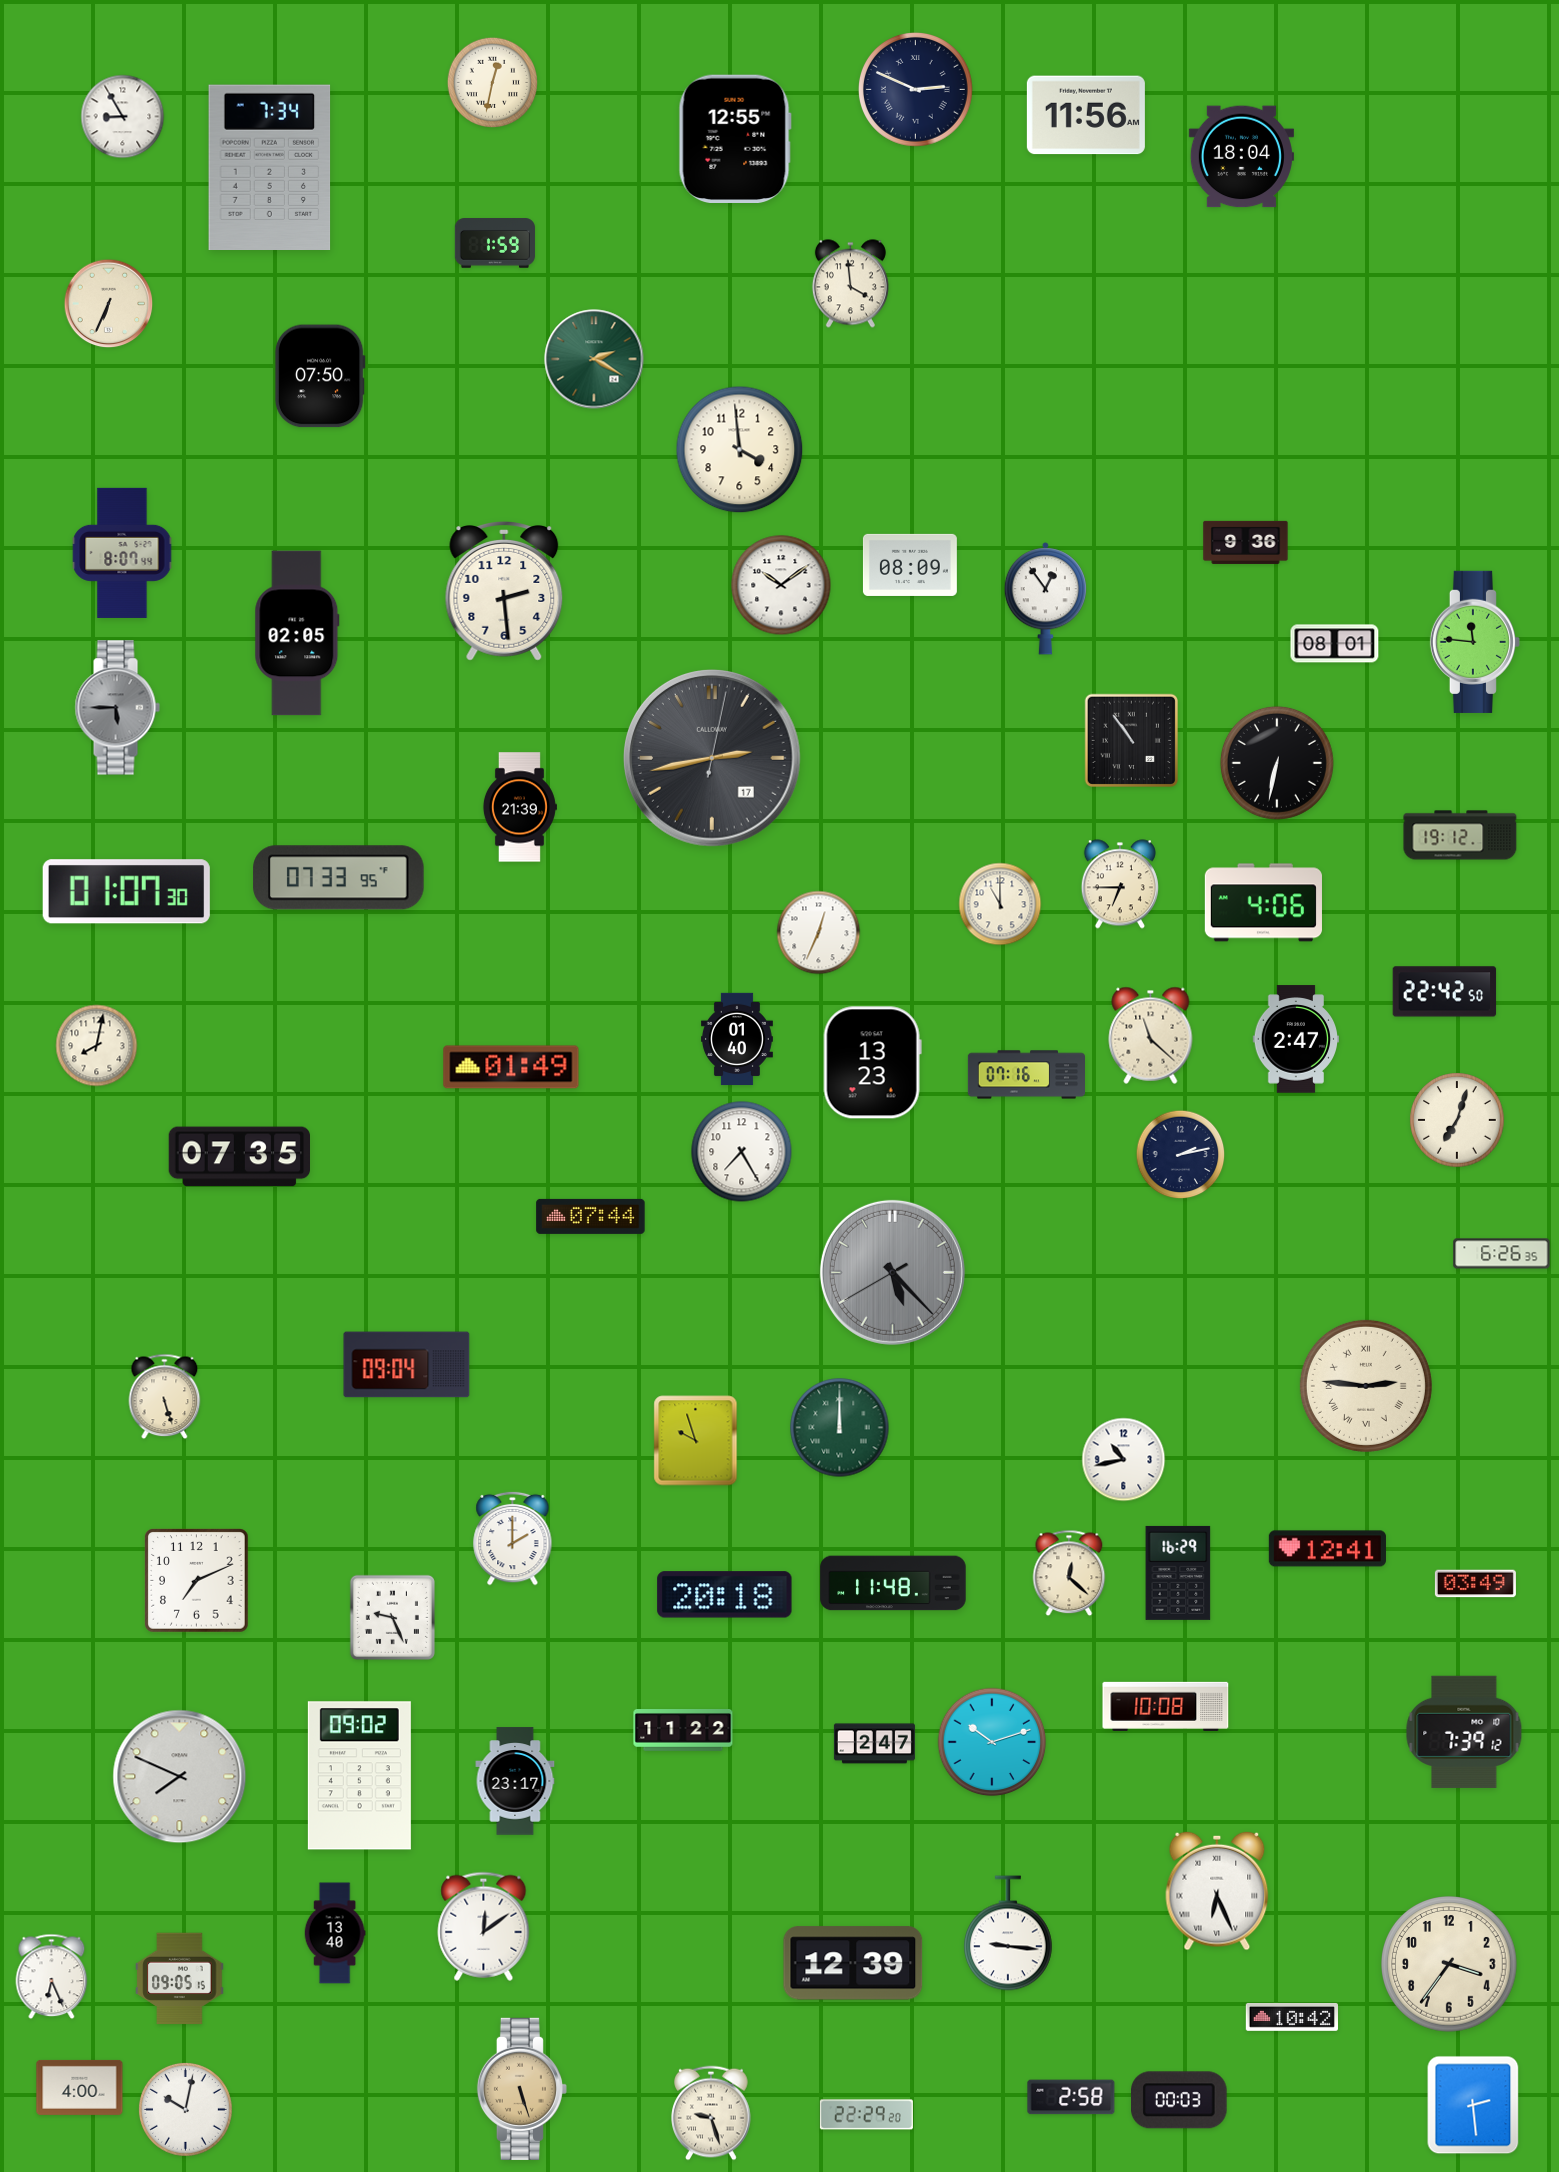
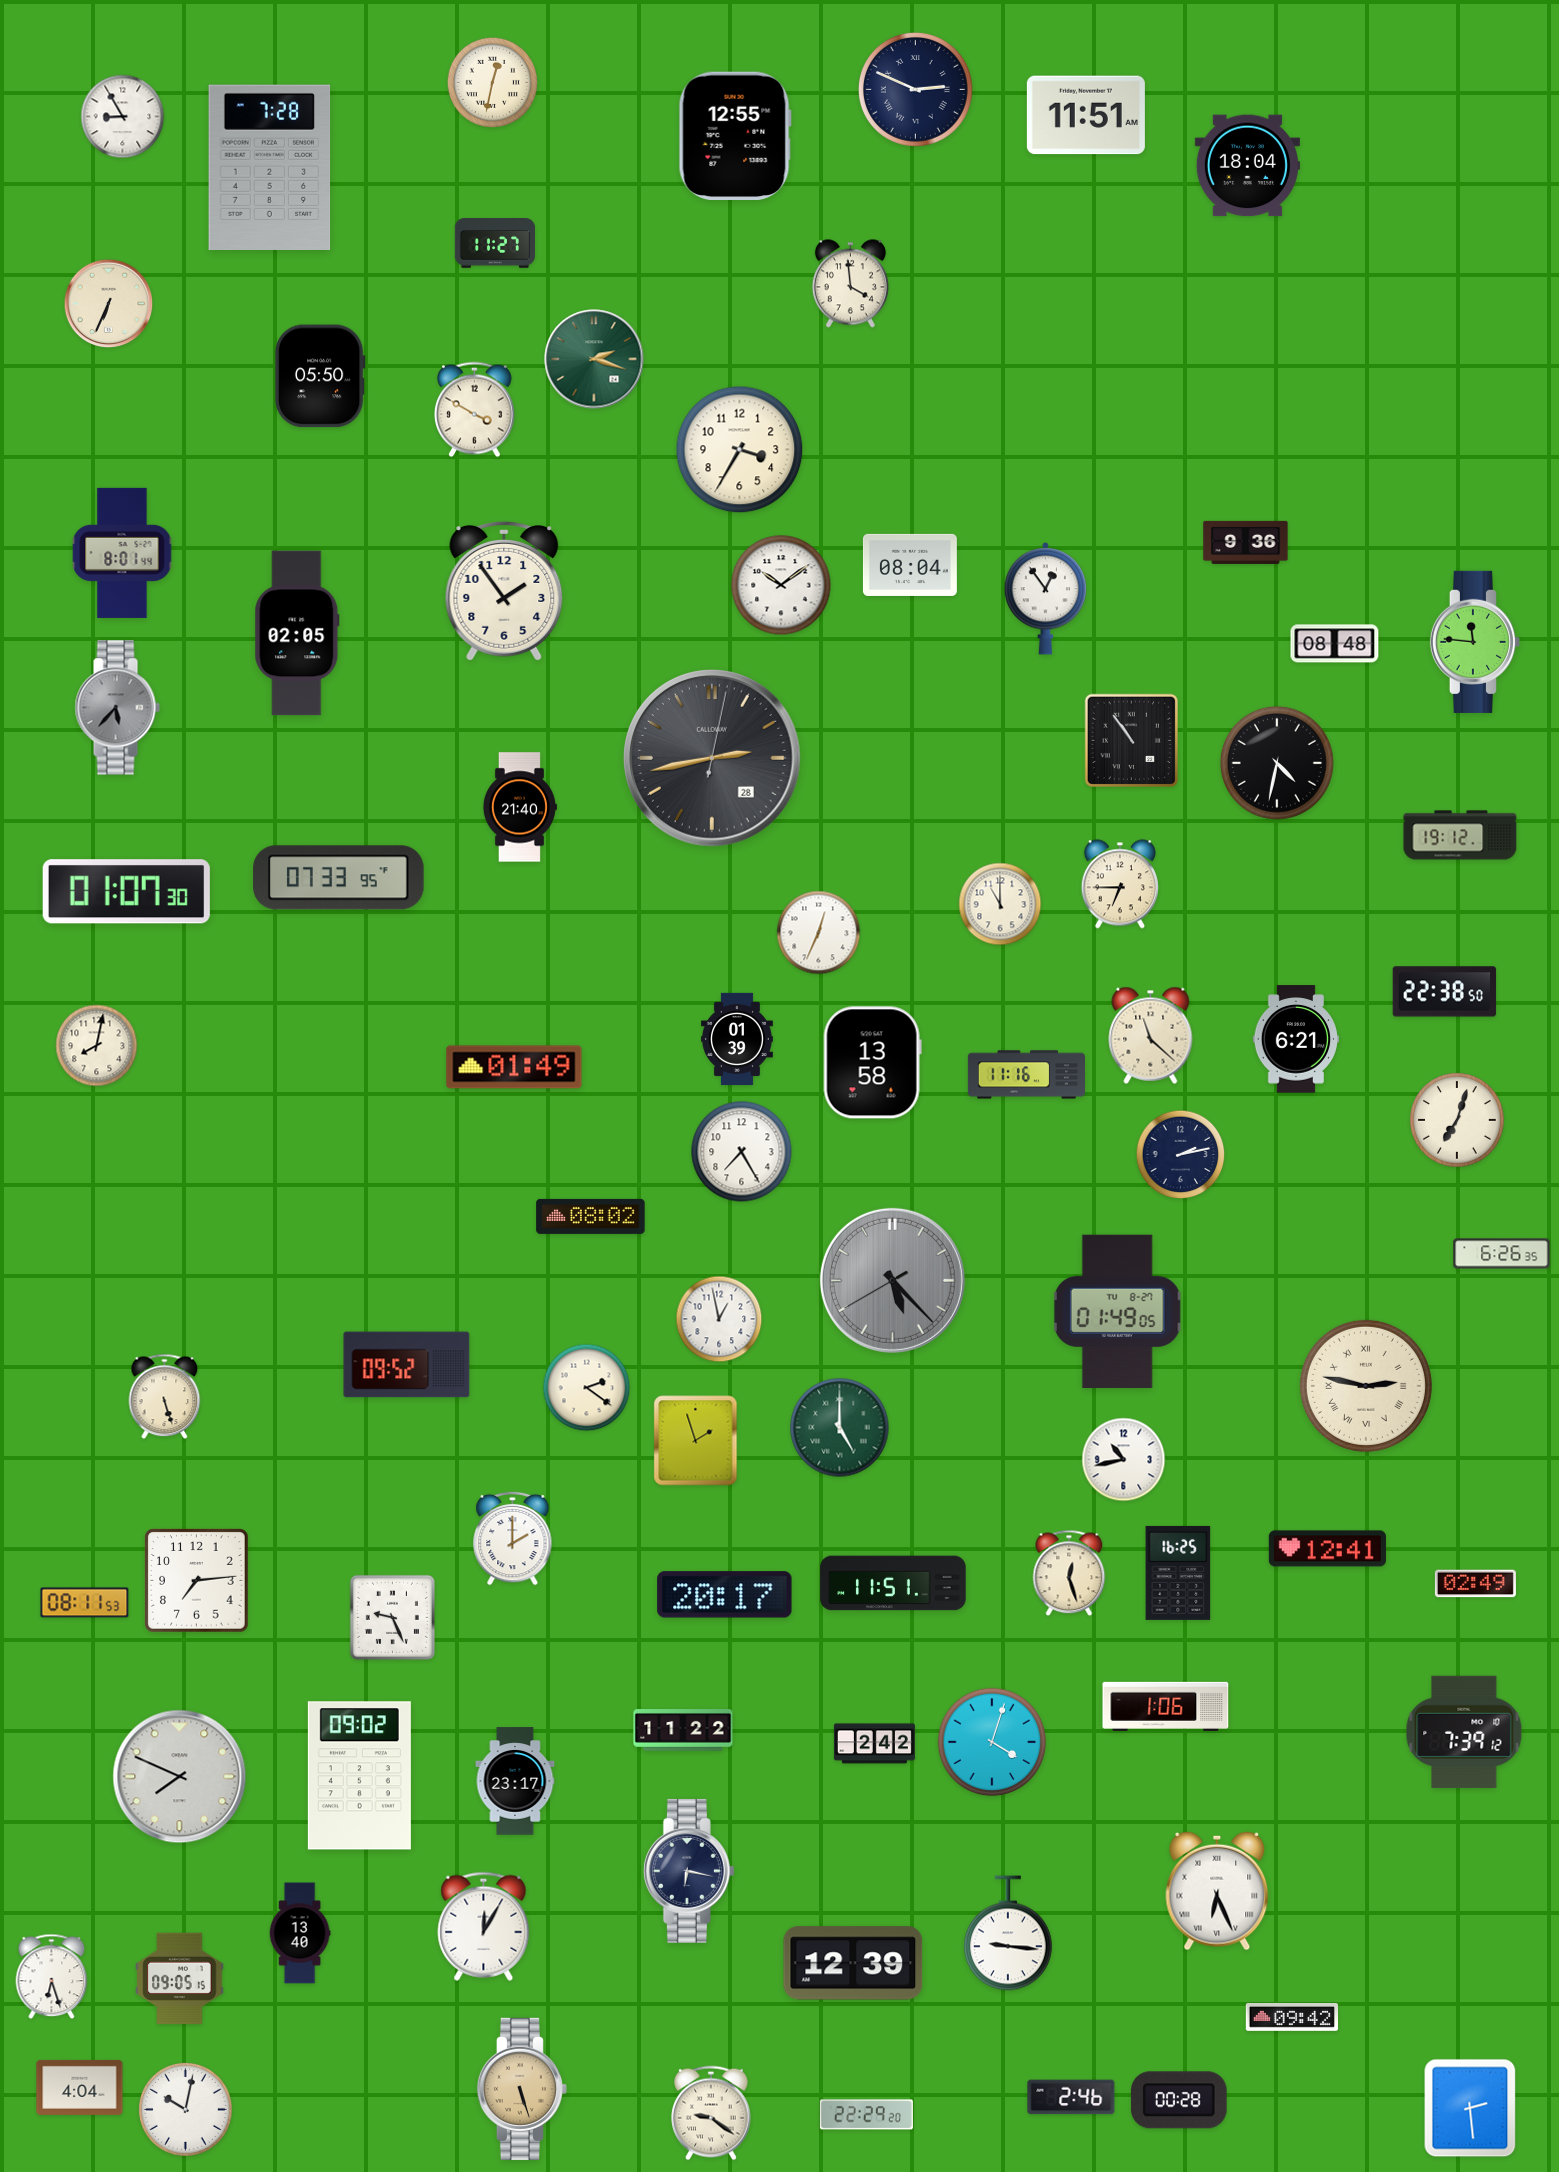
clock at (1086, 115): 11:56 -> 11:51
clock at (735, 138) position: (735, 138) -> (735, 135)
clock at (1241, 157) position: (1241, 157) -> (1247, 166)
clock at (270, 167): 7:34 -> 7:28
clock at (495, 243): 1:59 -> 11:27
clock at (594, 359): 2:20 -> 2:18
clock at (320, 376): 07:50 -> 05:50
clock at (475, 410): none -> 3:50
clock at (740, 450): 3:59 -> 3:35
clock at (122, 553): 8:07 -> 8:01
clock at (910, 565): 08:09 -> 08:04
clock at (504, 592): 2:29 -> 1:54
clock at (1335, 644): 08:01 -> 08:48
clock at (117, 708): 5:45 -> 5:37
clock at (713, 759) date: 17 -> 28
clock at (1277, 763): 6:32 -> 4:32
clock at (519, 807): 21:39 -> 21:40
clock at (1263, 903): 4:06 -> none
clock at (1445, 992): 22:42 -> 22:38
clock at (737, 1039): 01:40 -> 01:39
clock at (1295, 1039): 2:47 -> 6:21
clock at (872, 1063): 13:23 -> 13:58
clock at (511, 1067) position: (511, 1067) -> (514, 1067)
clock at (1026, 1075): 07:16 -> 11:16
clock at (239, 1157): 07:35 -> none
clock at (591, 1216): 07:44 -> 08:02
clock at (892, 1272) position: (892, 1272) -> (892, 1280)
clock at (1117, 1312): none -> 01:49
clock at (719, 1319): none -> 12:58
clock at (407, 1365): 09:04 -> 09:52
clock at (1366, 1386): 2:46 -> 2:47
clock at (587, 1388): none -> 2:21
clock at (840, 1428): 12:00 -> 5:00
clock at (696, 1441): 9:57 -> 1:57
clock at (1069, 1573): 12:22 -> 12:27
clock at (1178, 1573): 16:29 -> 16:25
clock at (197, 1581): 7:11 -> 7:14
clock at (893, 1583): 11:48 -> 11:51
clock at (1475, 1584): 03:49 -> 02:49
clock at (725, 1595): 20:18 -> 20:17
clock at (85, 1603): none -> 08:11
clock at (1166, 1706): 10:08 -> 1:06
clock at (992, 1742): 10:12 -> 4:03
clock at (874, 1744): 2:47 -> 2:42
clock at (689, 1871): none -> 6:17
clock at (484, 1926): 12:09 -> 12:05
clock at (335, 1933) position: (335, 1933) -> (300, 1933)
clock at (1449, 1964): 3:36 -> none
clock at (52, 1977): 6:26 -> 6:27
clock at (1291, 2017): 10:42 -> 09:42
clock at (80, 2087): 4:00 -> 4:04
clock at (1071, 2097): 2:58 -> 2:46
clock at (1180, 2100): 00:03 -> 00:28
clock at (1473, 2105) position: (1473, 2105) -> (1470, 2108)
clock at (711, 2113): 9:27 -> 9:21
